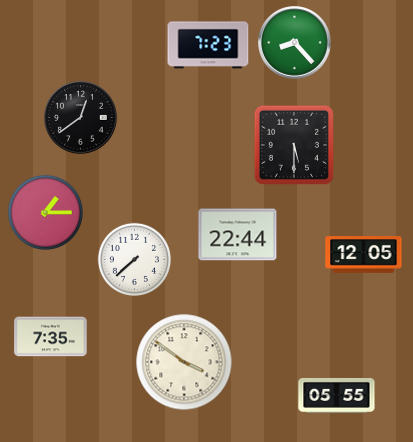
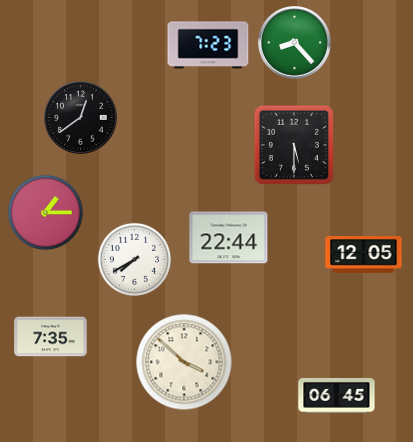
clock at (238, 235) position: (238, 235) -> (229, 238)
clock at (134, 259): 7:38 -> 7:40
clock at (184, 362): 3:51 -> 3:52
clock at (337, 395): 05:55 -> 06:45
